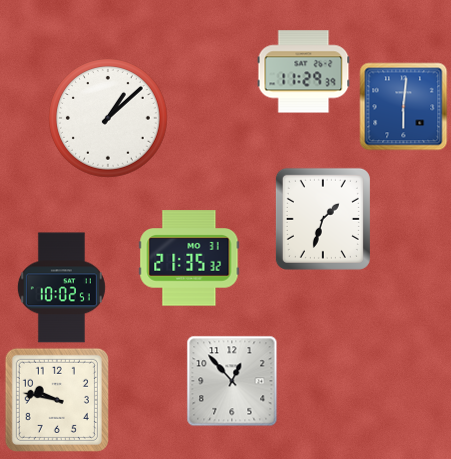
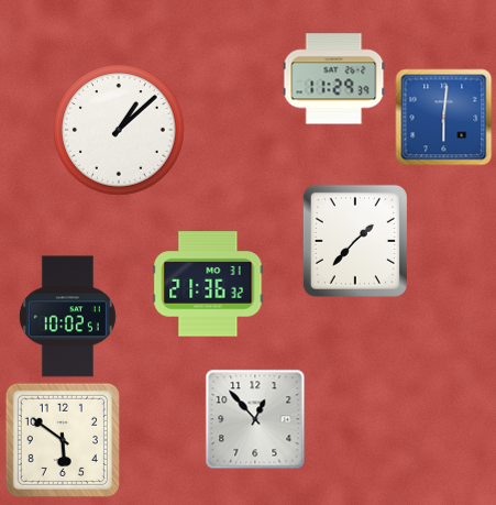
clock at (323, 219): 1:33 -> 1:37
clock at (189, 258): 21:35 -> 21:36
clock at (57, 400): 9:47 -> 5:51
